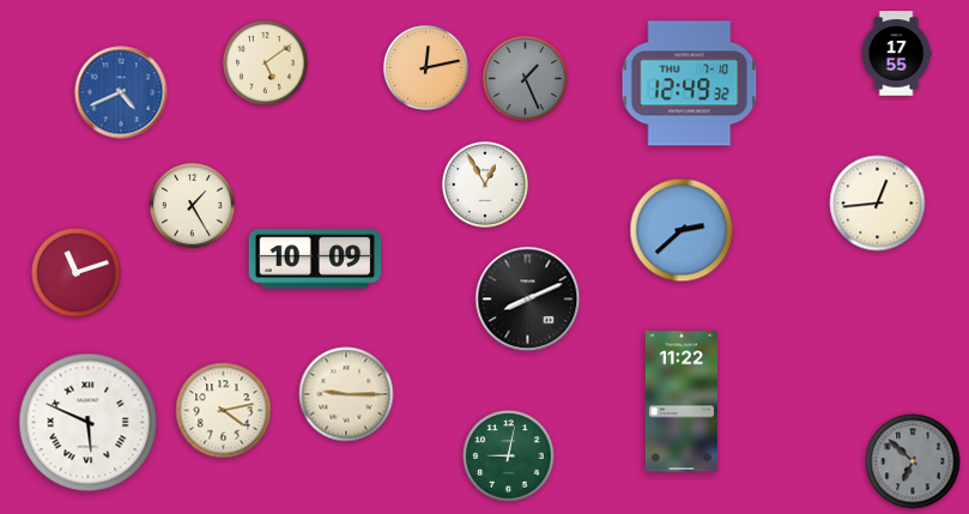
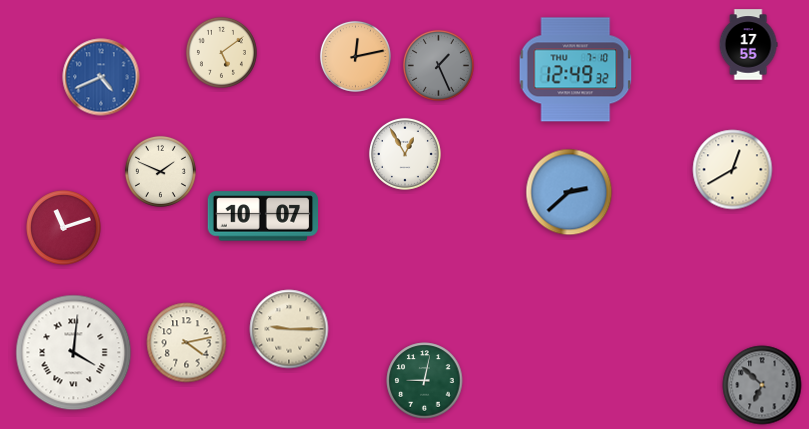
clock at (878, 204): 12:44 -> 12:40
clock at (192, 205): 1:25 -> 1:49
clock at (315, 259): 10:09 -> 10:07
clock at (528, 300): 8:11 -> none
clock at (682, 401): 11:22 -> none
clock at (89, 423): 5:49 -> 4:01
